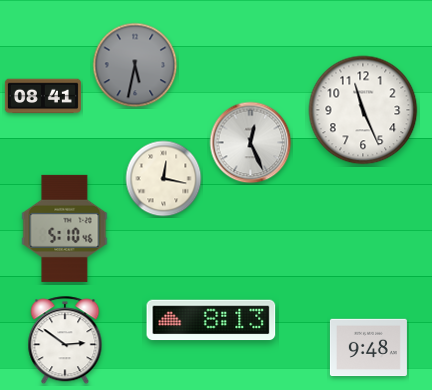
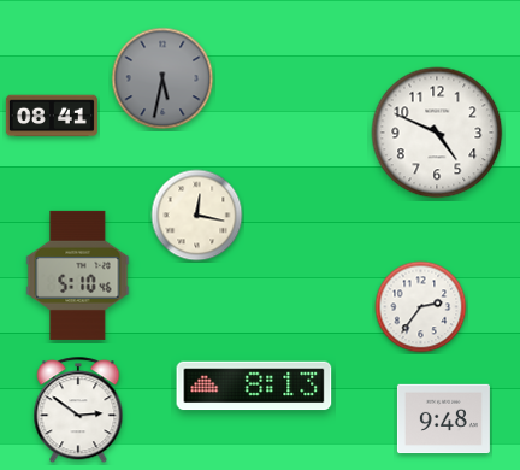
clock at (363, 110): 11:26 -> 4:49
clock at (251, 143): 12:26 -> none
clock at (421, 307): none -> 2:36
